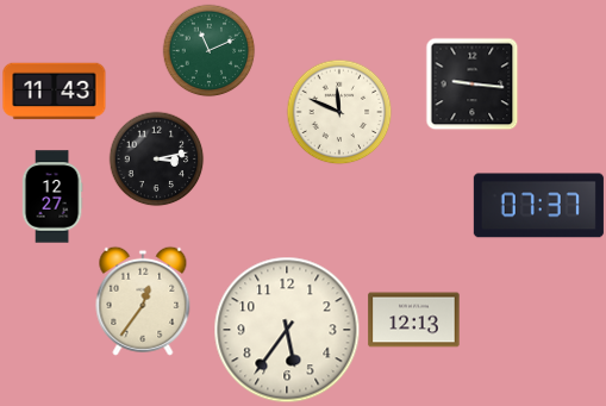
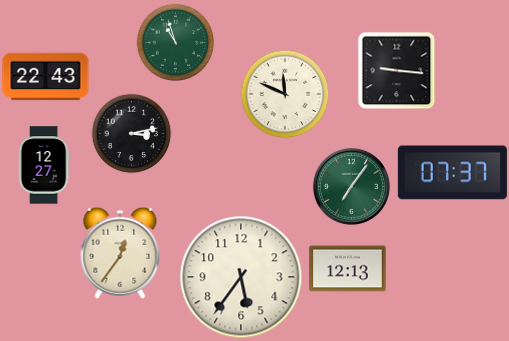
clock at (208, 50): 11:11 -> 10:57
clock at (55, 92): 11:43 -> 22:43
clock at (351, 186): none -> 7:06
